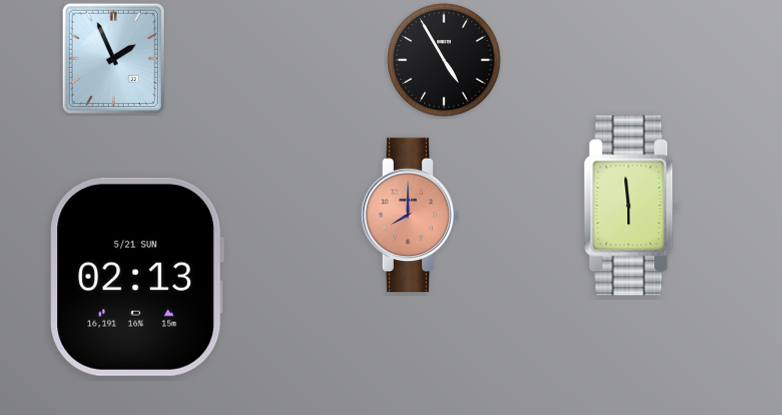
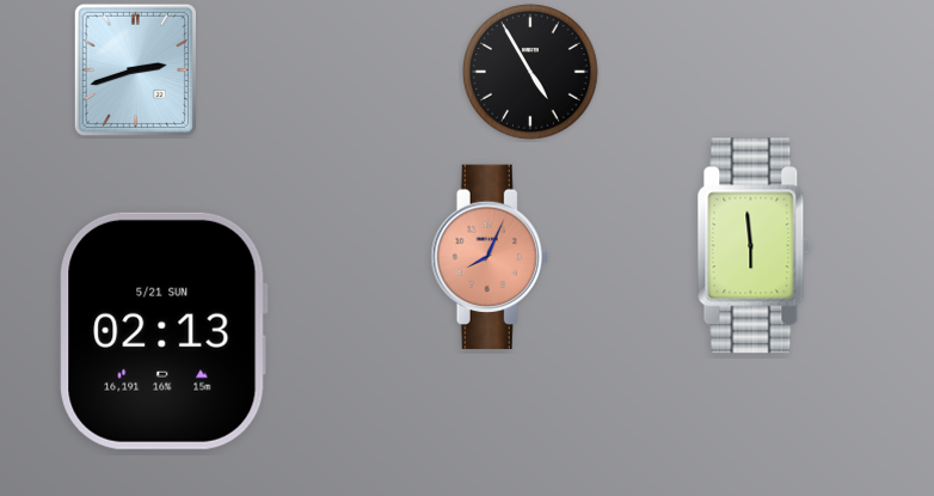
clock at (113, 58): 1:56 -> 2:42
clock at (410, 215): 8:00 -> 8:04
